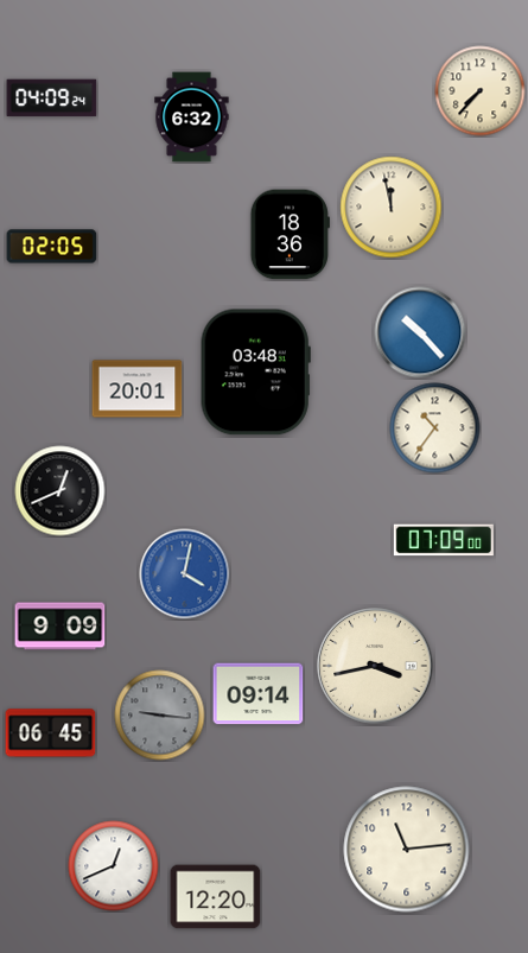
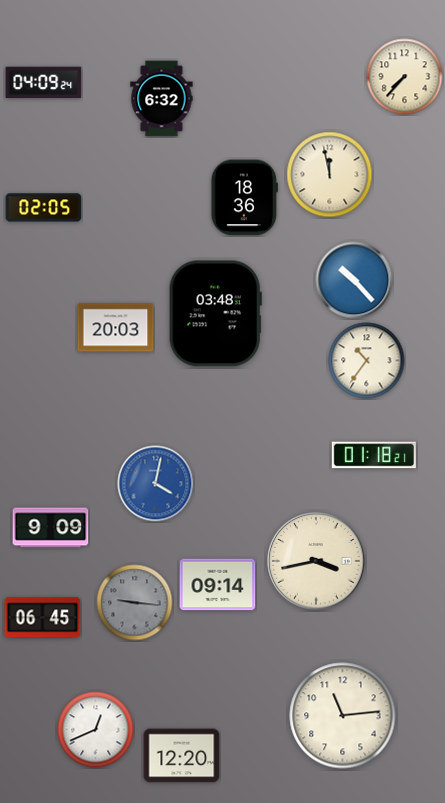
clock at (138, 389): 20:01 -> 20:03
clock at (61, 491): 12:41 -> none
clock at (444, 540): 07:09 -> 01:18
